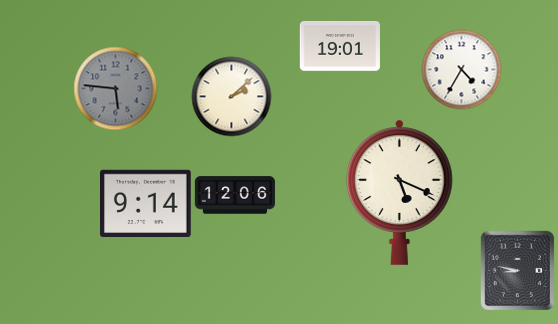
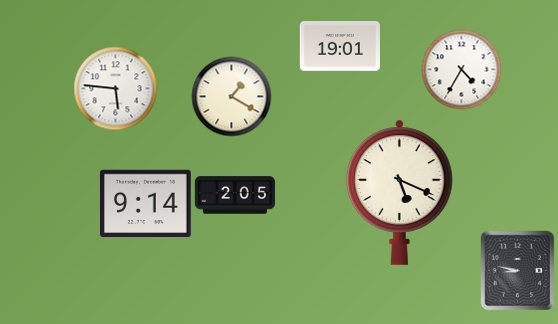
clock at (115, 88) dial: grey -> white
clock at (231, 96): 2:08 -> 1:20
clock at (235, 195): 12:06 -> 2:05
